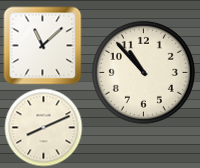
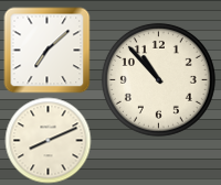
clock at (42, 45): 11:08 -> 7:08
